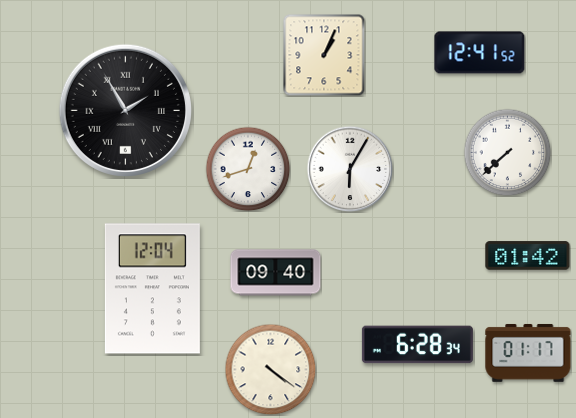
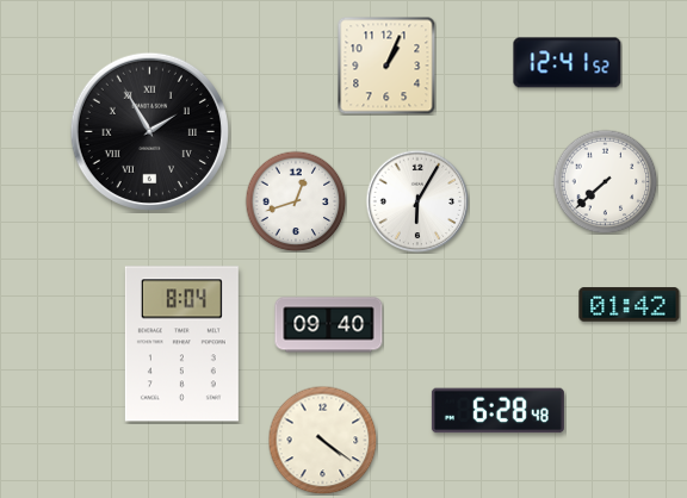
clock at (480, 53) position: (480, 53) -> (568, 63)
clock at (152, 289): 12:04 -> 8:04
clock at (417, 345): 6:28:34 -> 6:28:48
clock at (528, 353): 01:17 -> none
